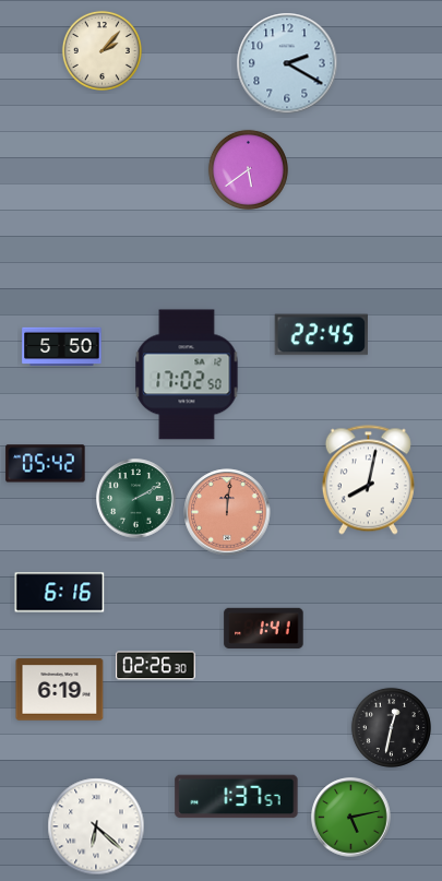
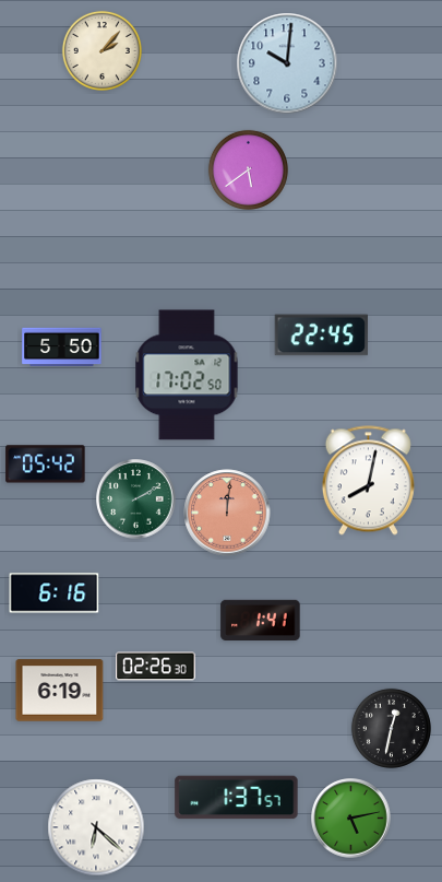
clock at (287, 63): 2:20 -> 10:01
clock at (60, 593) position: (60, 593) -> (55, 593)
clock at (264, 629) position: (264, 629) -> (261, 621)
